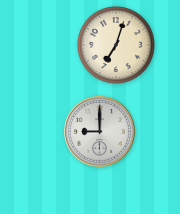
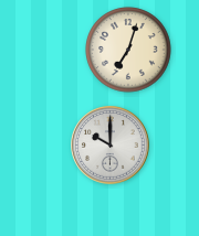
clock at (100, 132): 9:00 -> 10:00
